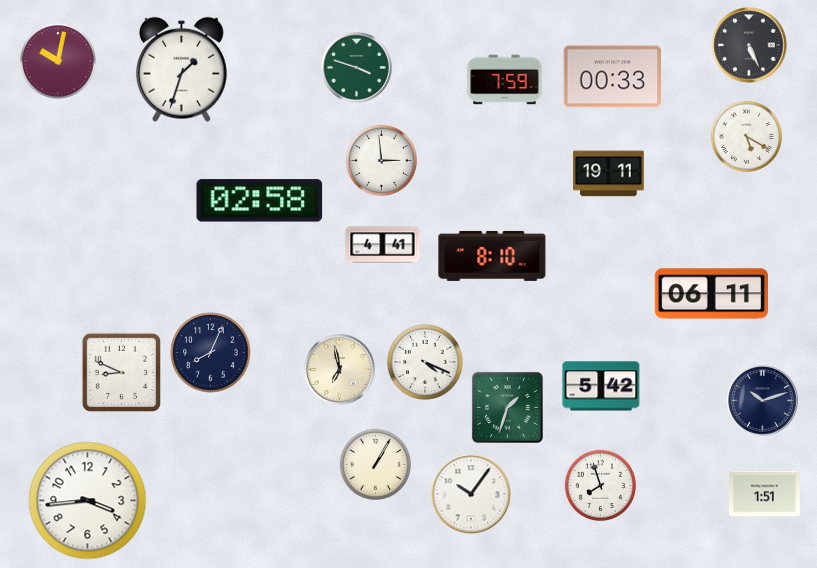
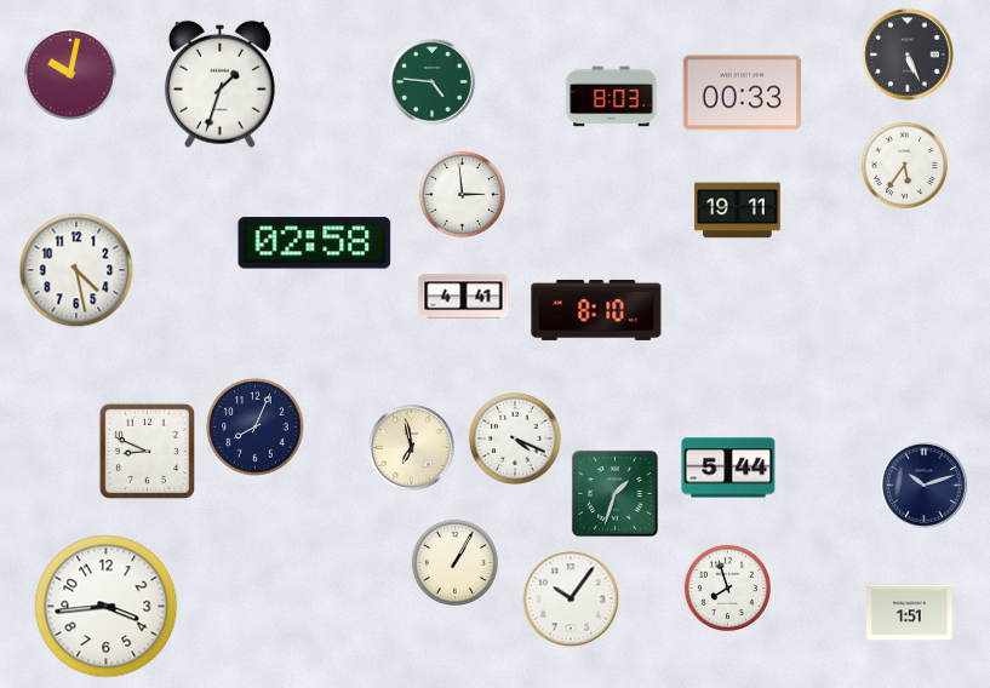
clock at (357, 68): 3:48 -> 4:46
clock at (505, 80): 7:59 -> 8:03
clock at (746, 136): 5:20 -> 5:36
clock at (76, 270): none -> 4:28
clock at (712, 294): 06:11 -> none
clock at (601, 386): 5:42 -> 5:44
clock at (765, 494) position: (765, 494) -> (910, 613)
